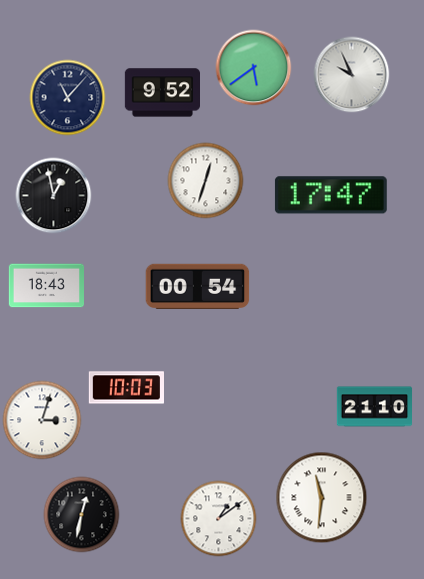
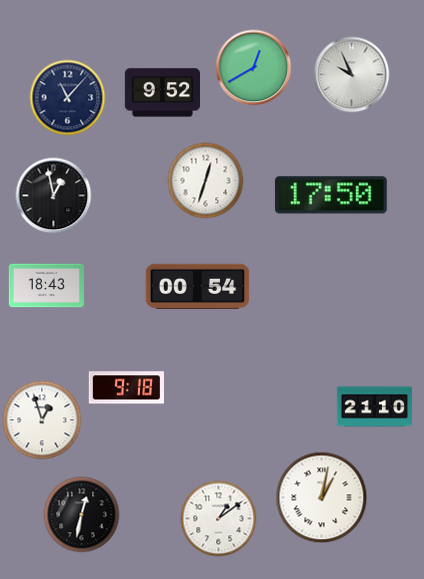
clock at (254, 68): 5:39 -> 12:40
clock at (331, 195): 17:47 -> 17:50
clock at (126, 388): 10:03 -> 9:18
clock at (42, 420): 3:03 -> 12:57
clock at (322, 498): 11:31 -> 1:02
